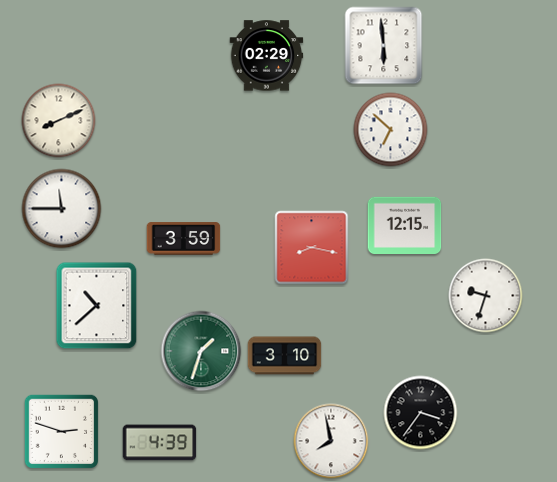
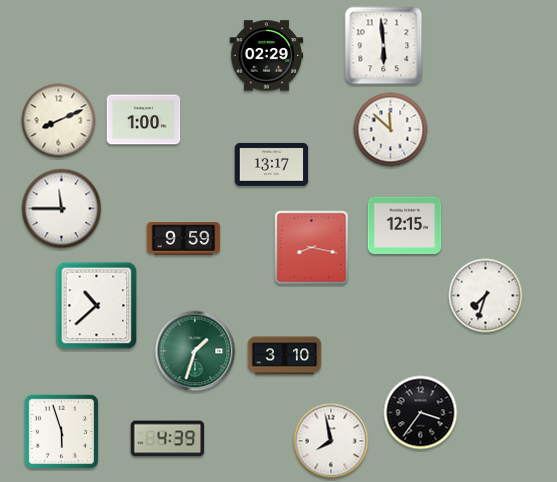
clock at (144, 120): none -> 1:00
clock at (391, 130): 6:52 -> 11:52
clock at (272, 164): none -> 13:17
clock at (184, 239): 3:59 -> 9:59
clock at (486, 296): 9:33 -> 7:33
clock at (201, 351) position: (201, 351) -> (195, 351)
clock at (62, 432): 2:48 -> 5:57
clock at (160, 443) position: (160, 443) -> (168, 439)
